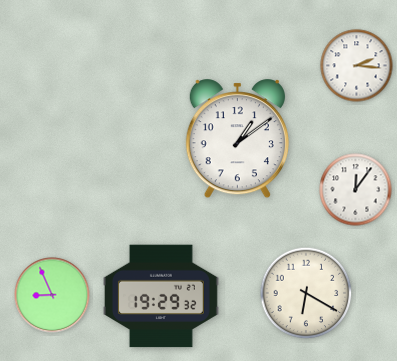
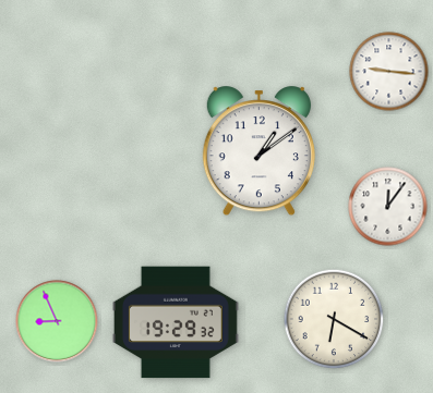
clock at (357, 66): 2:16 -> 9:16
